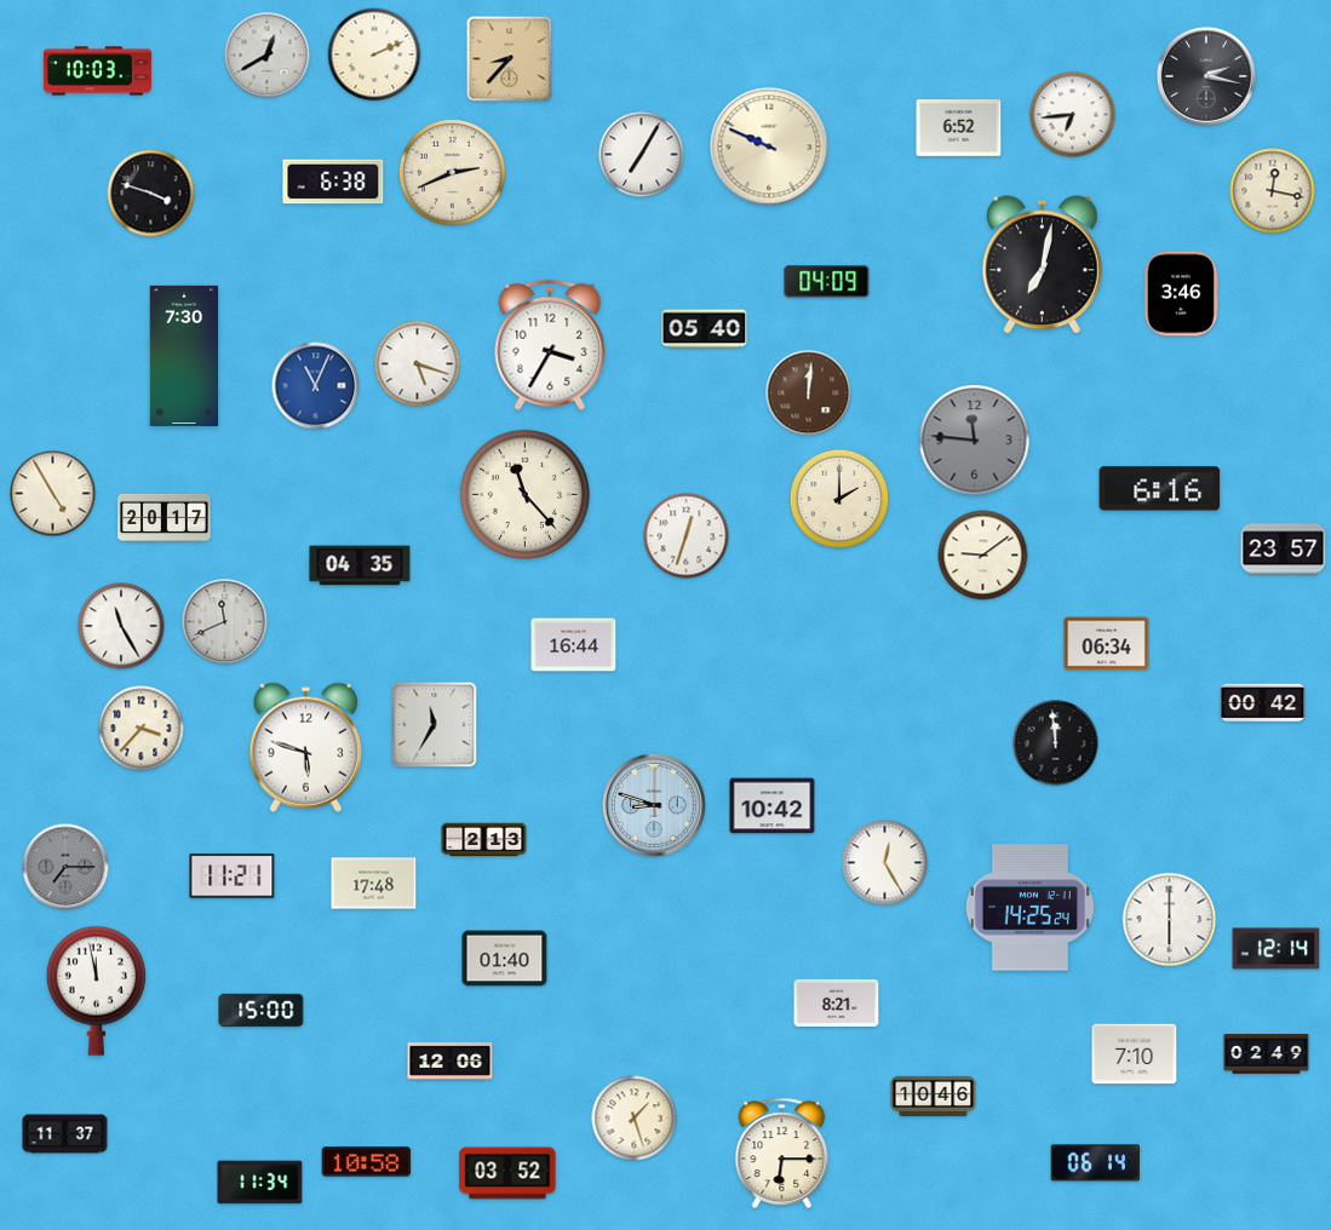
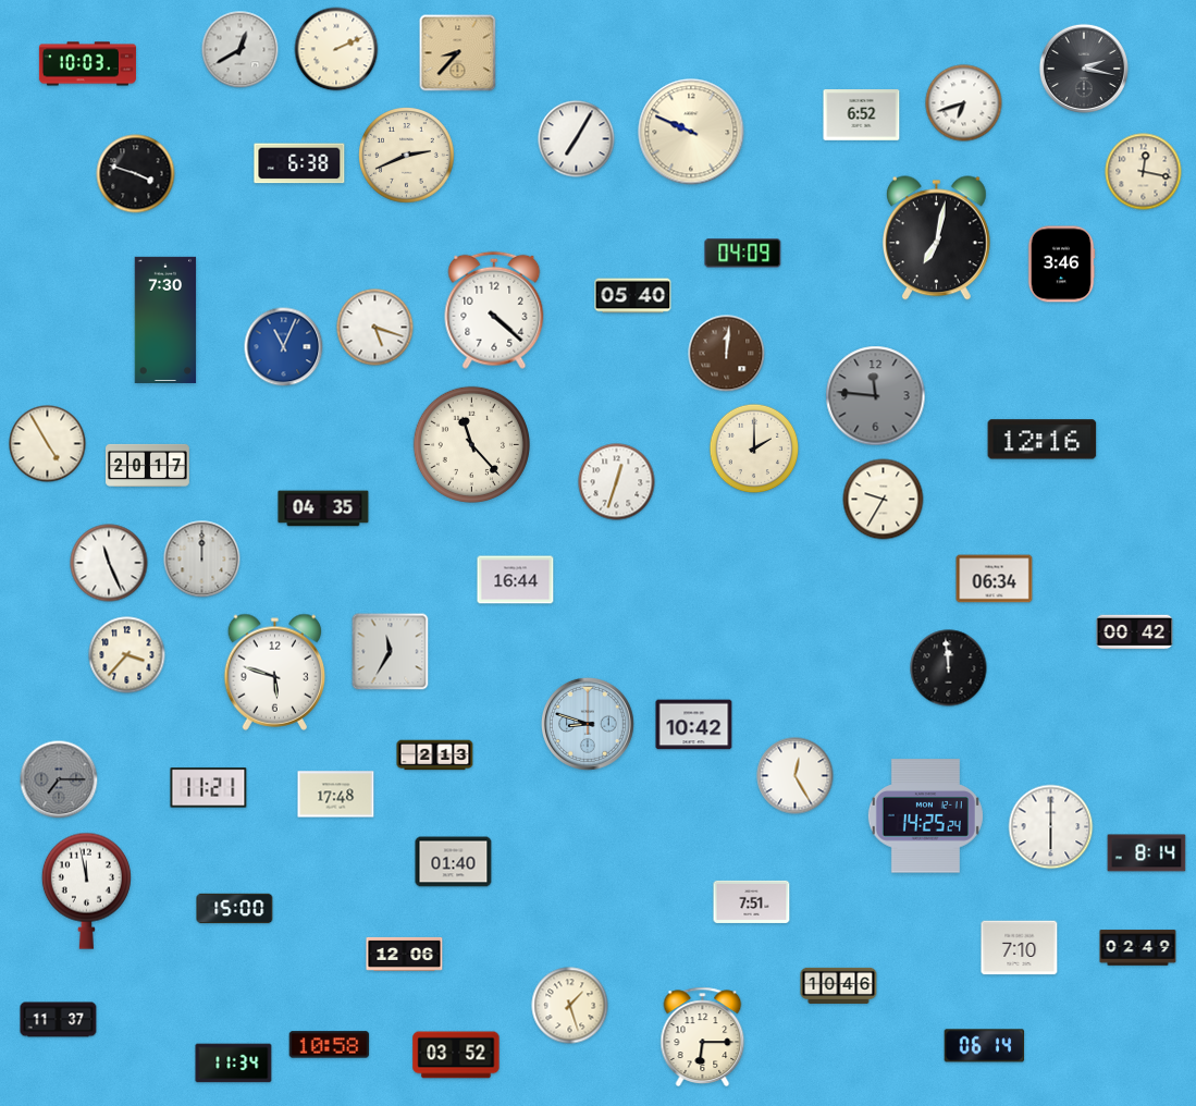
clock at (1073, 115): 6:44 -> 6:42
clock at (550, 345): 3:35 -> 4:22
clock at (1160, 489): 6:16 -> 12:16
clock at (1284, 550): 23:57 -> none
clock at (983, 556): 9:09 -> 9:35
clock at (225, 622): 11:41 -> 12:00
clock at (121, 626): 11:25 -> 11:26
clock at (1277, 949): 12:14 -> 8:14
clock at (837, 1002): 8:21 -> 7:51
